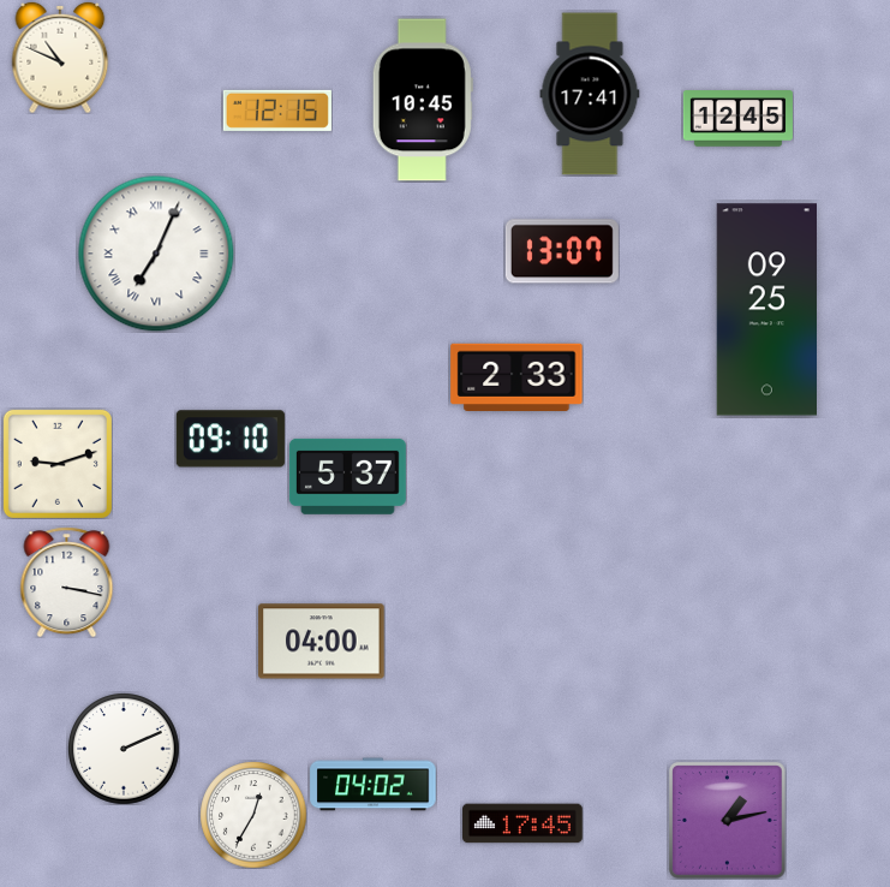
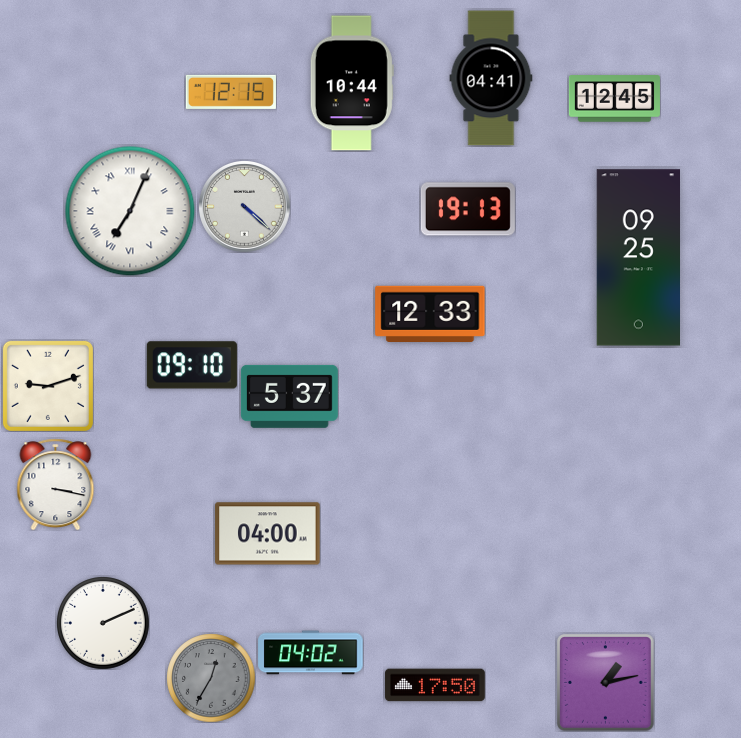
clock at (60, 58): 10:49 -> none
clock at (590, 94): 17:41 -> 04:41
clock at (423, 100): 10:45 -> 10:44
clock at (245, 207): none -> 4:22
clock at (562, 251): 13:07 -> 19:13
clock at (516, 376): 2:33 -> 12:33
clock at (253, 815) dial: white -> grey
clock at (522, 823): 17:45 -> 17:50
